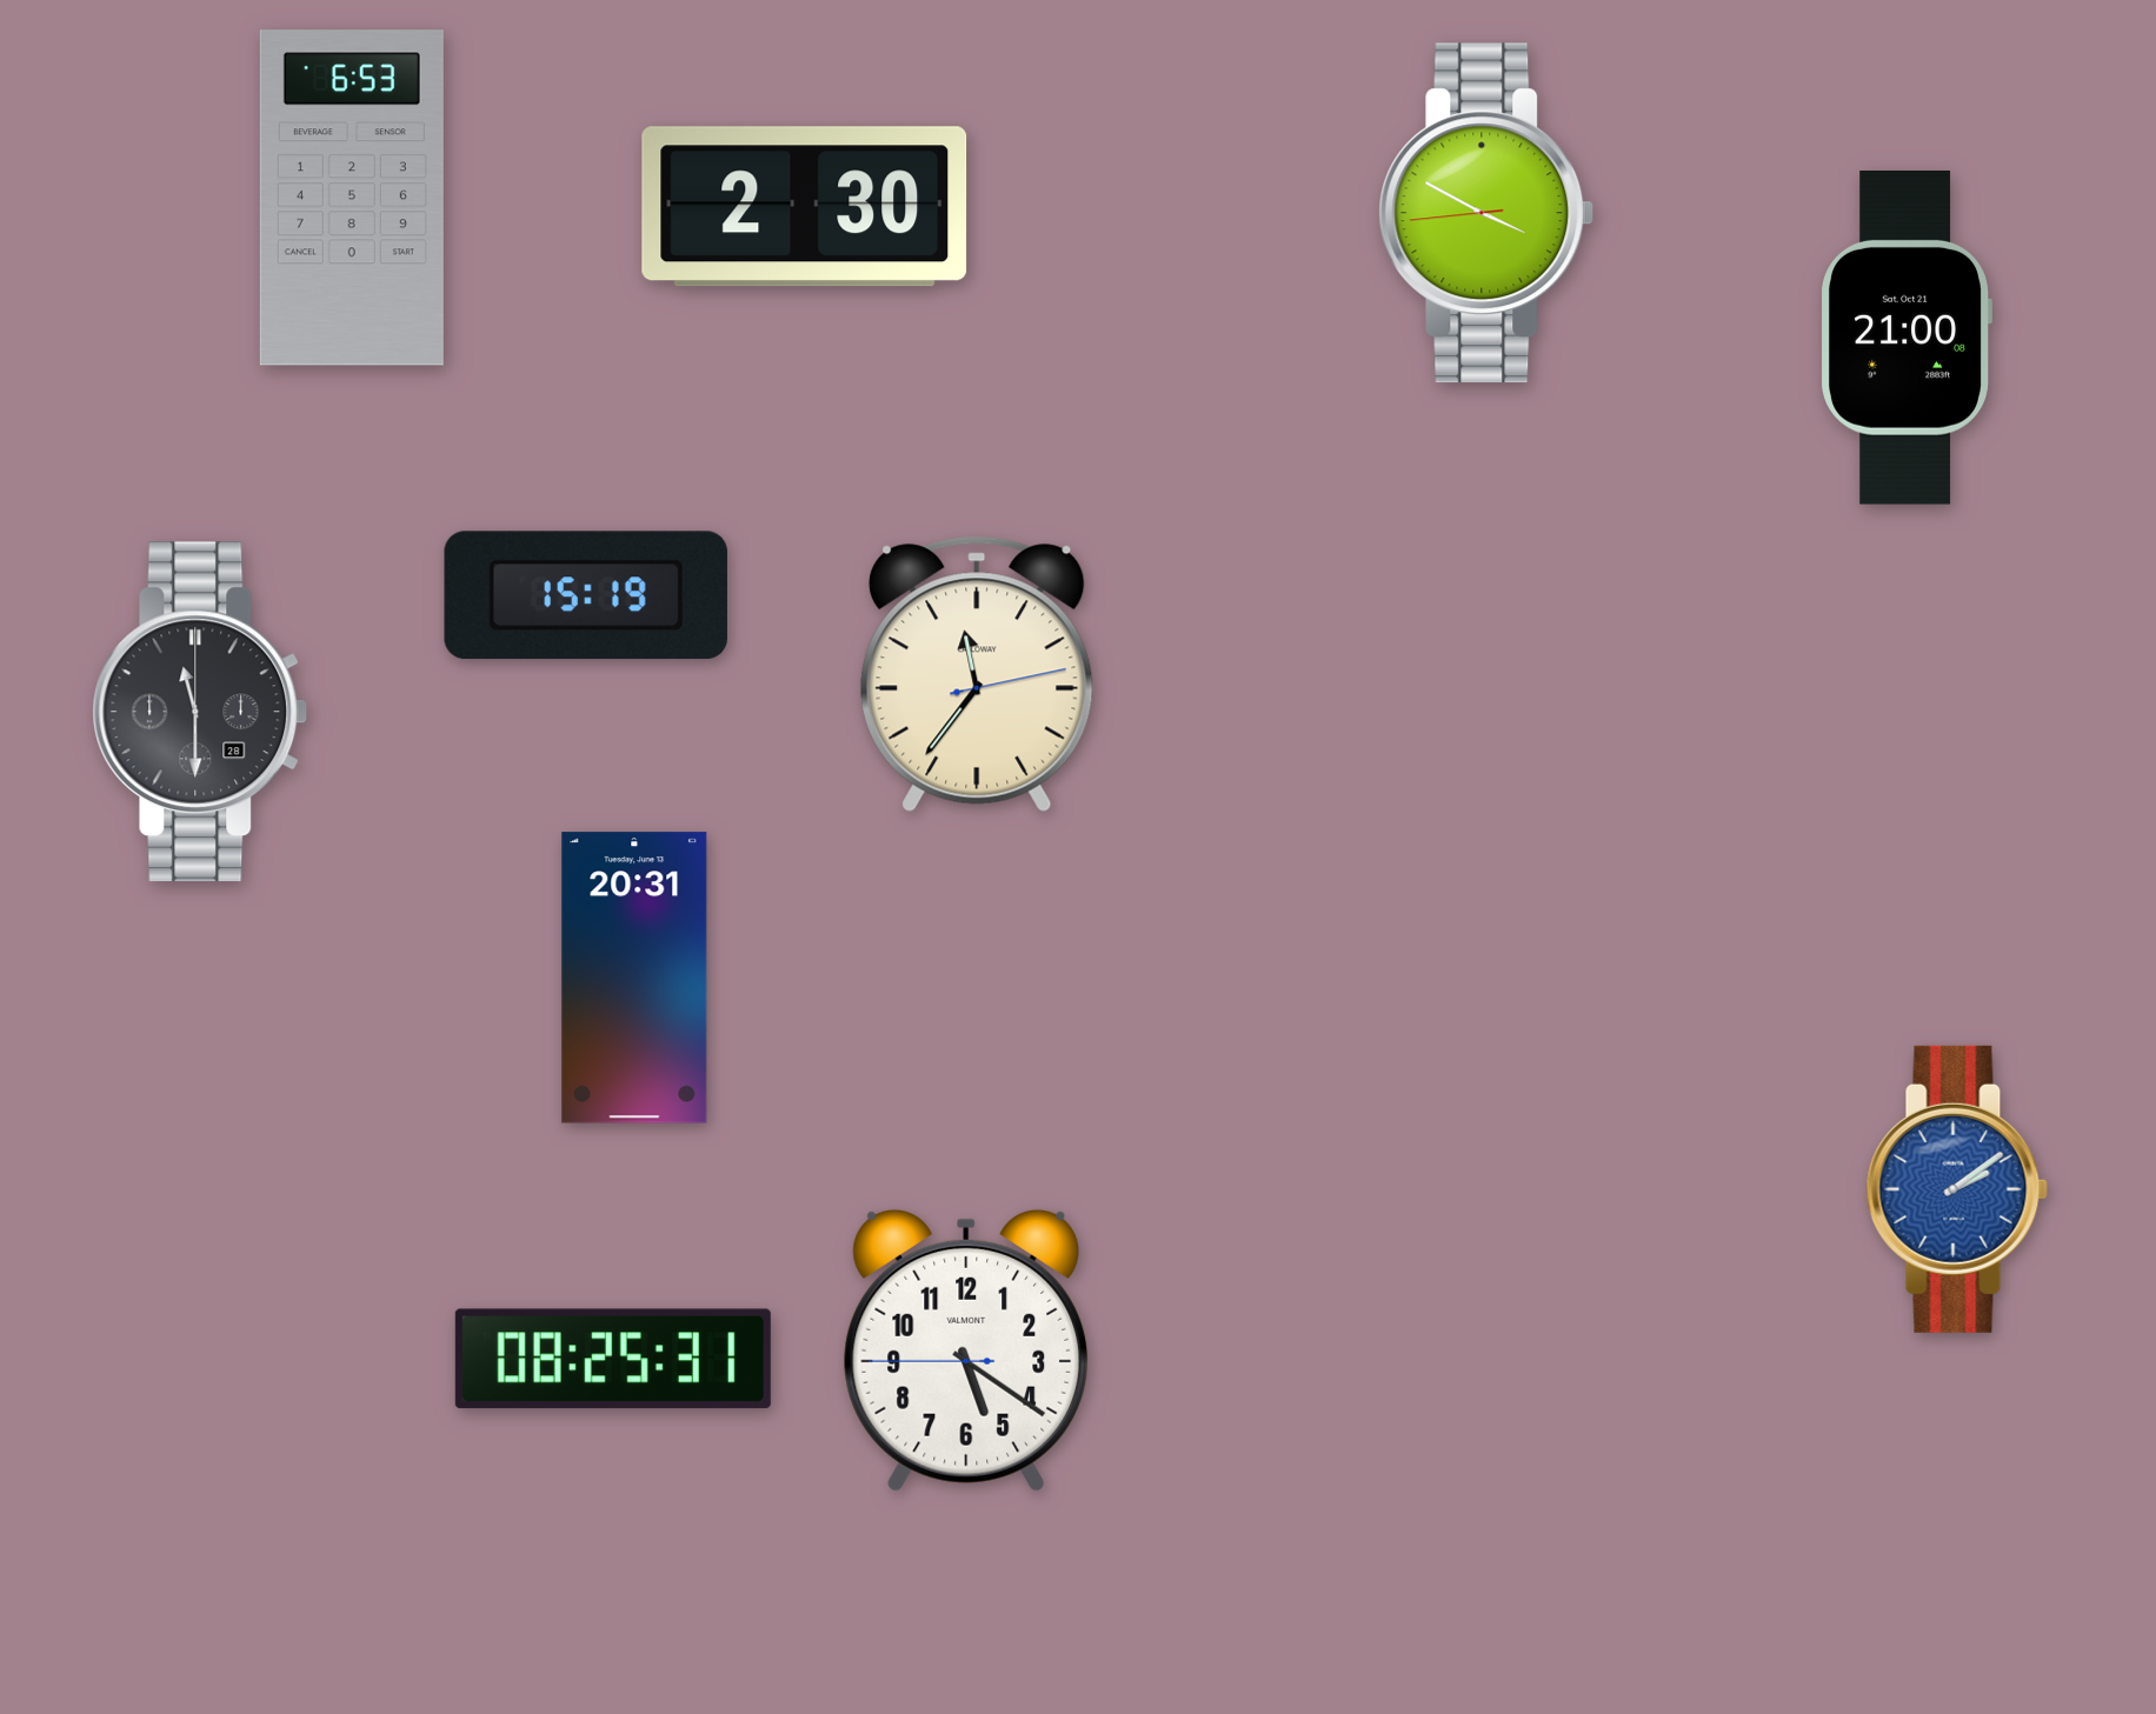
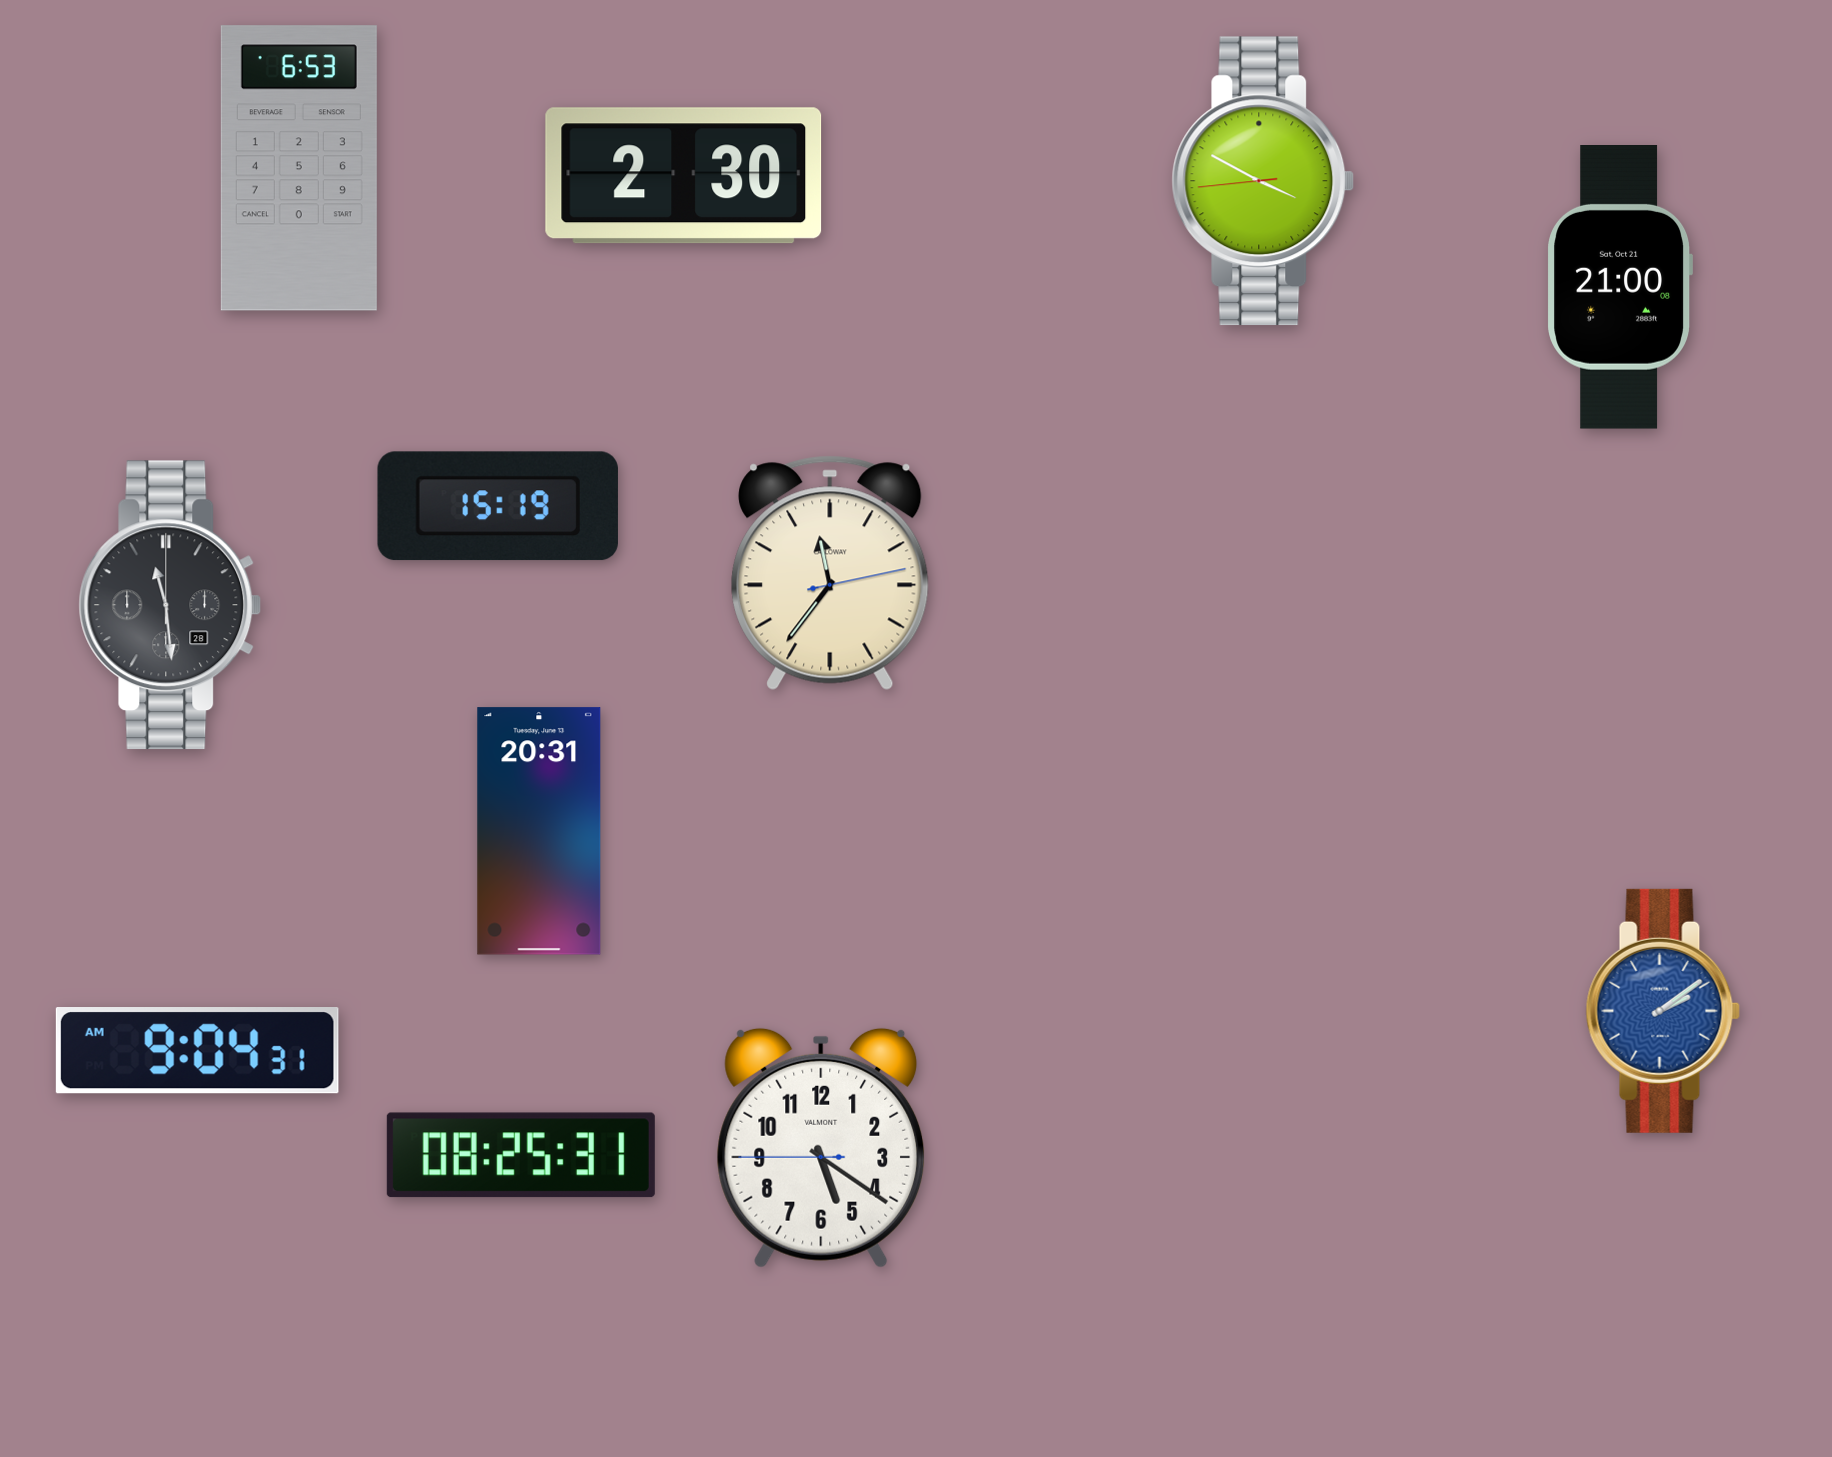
clock at (200, 712): 11:30 -> 11:29
clock at (197, 1051): none -> 9:04
